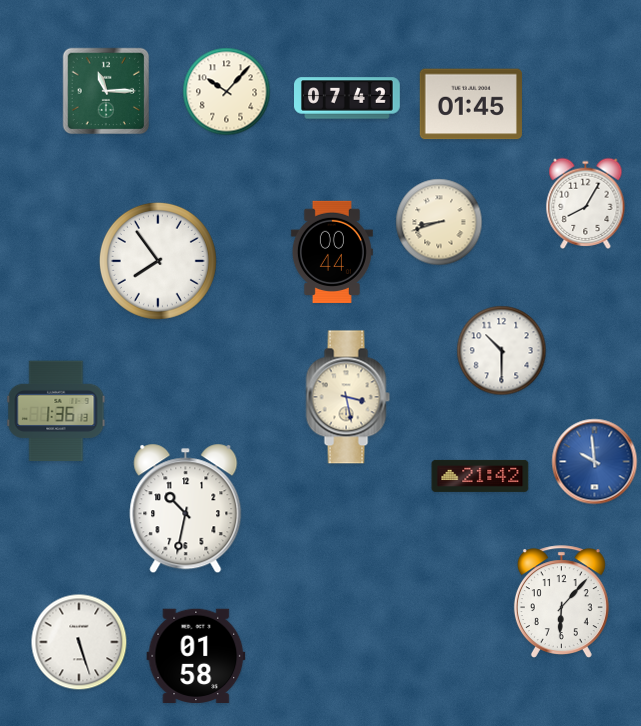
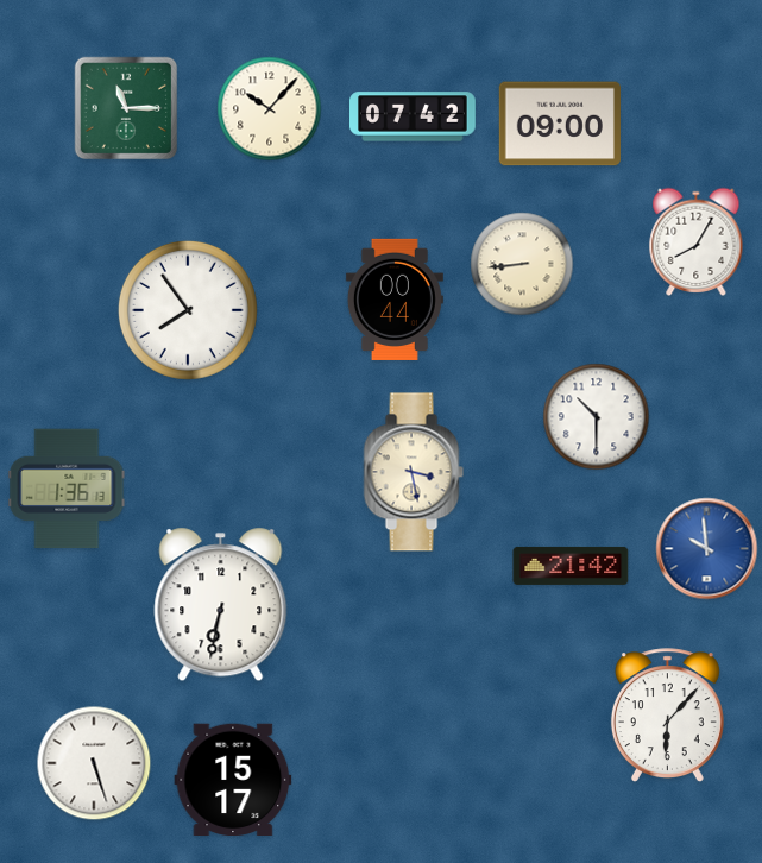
clock at (471, 104): 01:45 -> 09:00
clock at (439, 222): 8:42 -> 8:44
clock at (186, 509): 10:32 -> 6:32
clock at (196, 656): 01:58 -> 15:17
